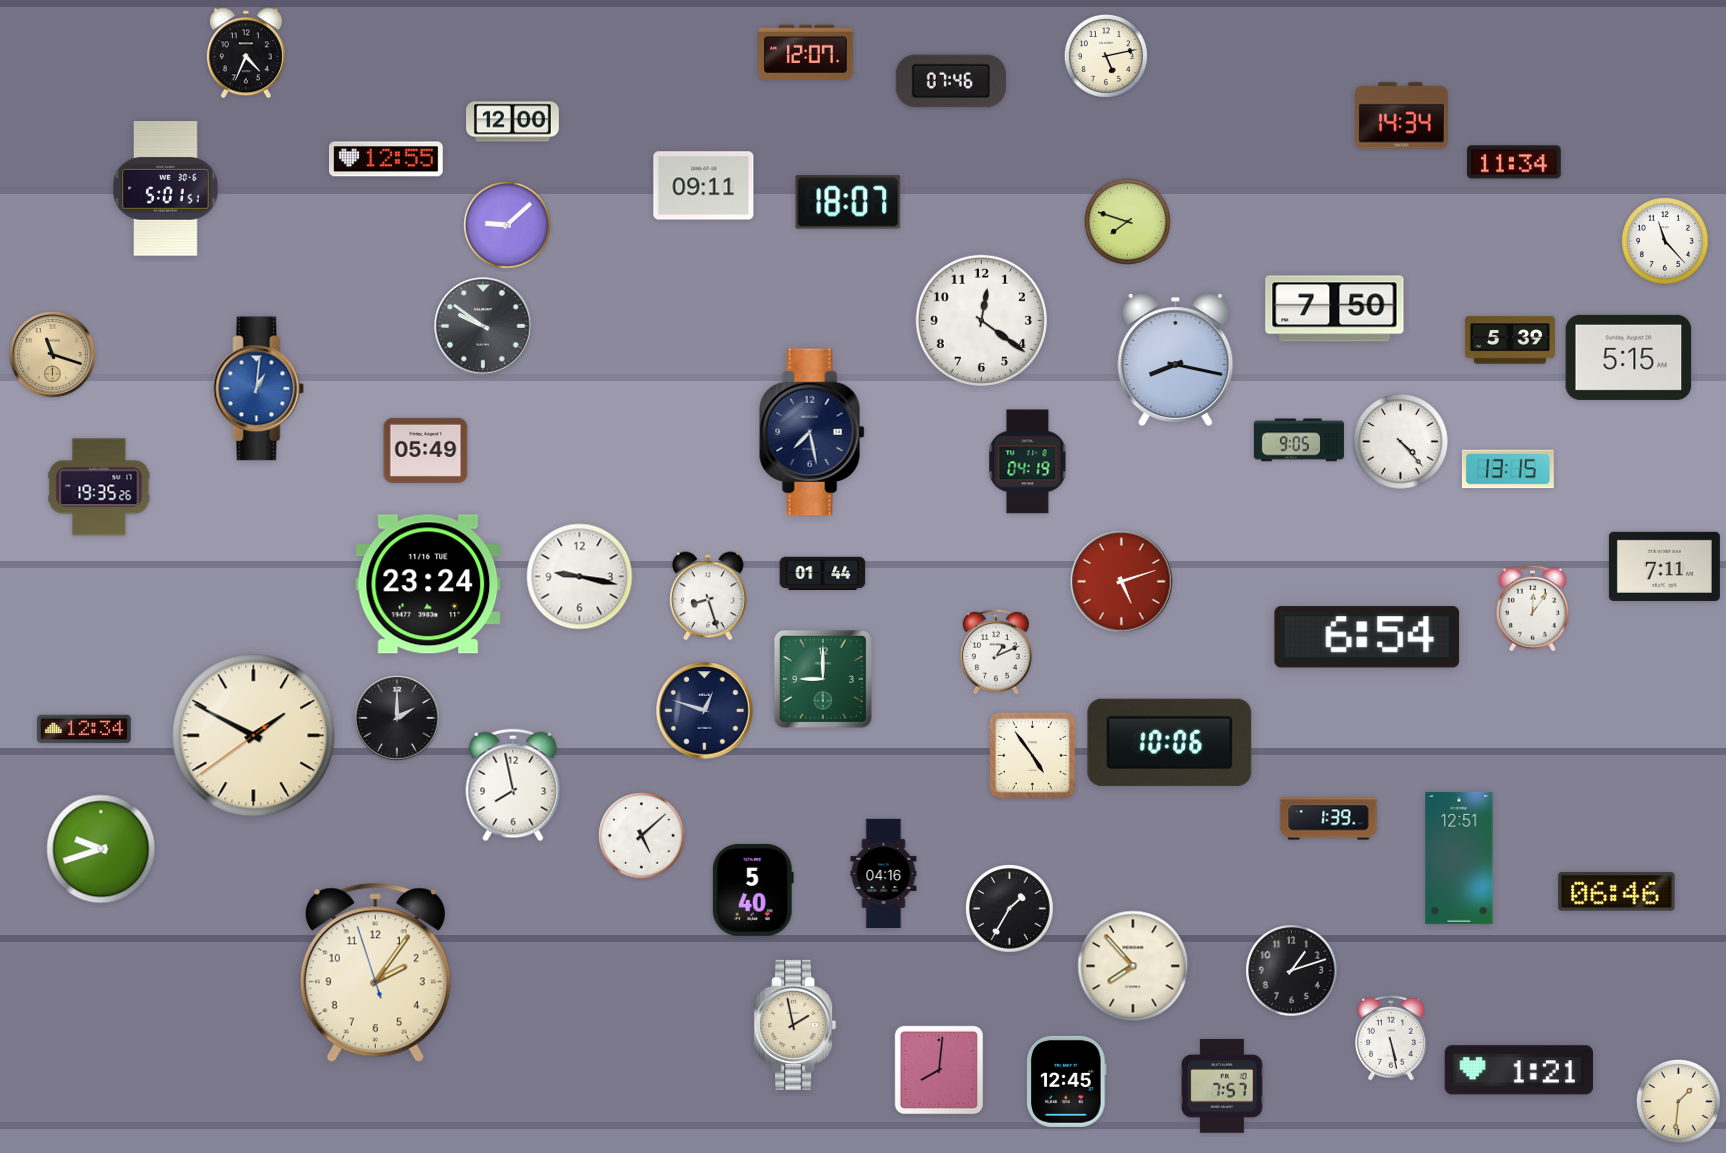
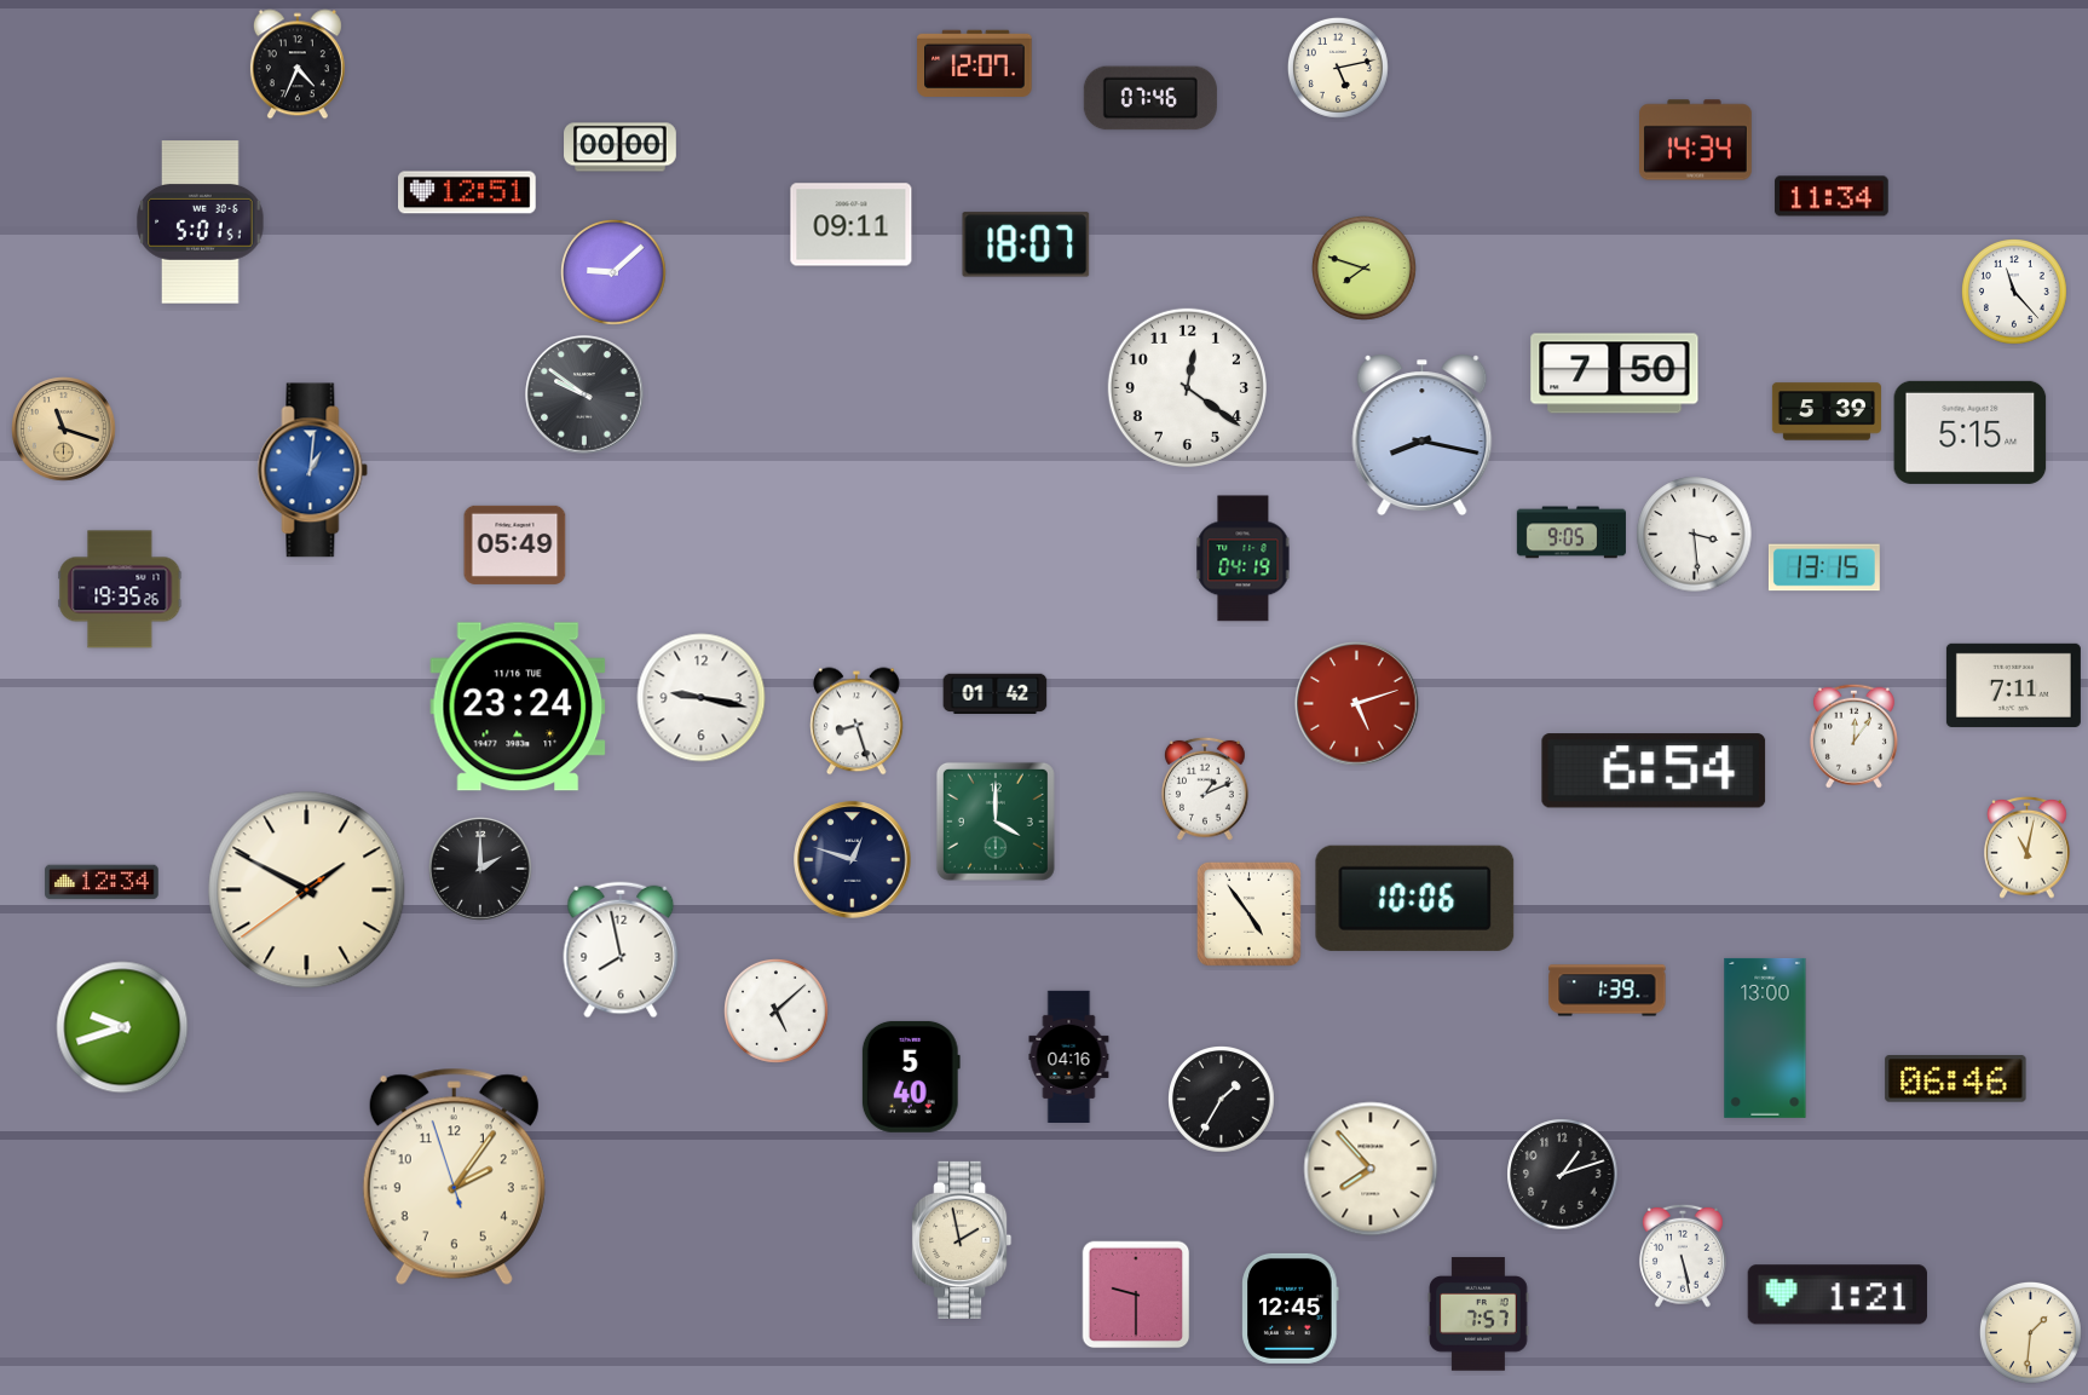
clock at (513, 122): 12:00 -> 00:00
clock at (387, 159): 12:55 -> 12:51
clock at (166, 189) position: (166, 189) -> (201, 223)
clock at (812, 432): 7:28 -> none
clock at (1401, 442): 4:23 -> 3:29
clock at (823, 574): 01:44 -> 01:42
clock at (823, 679): 9:00 -> 4:00
clock at (2028, 847): none -> 11:02
clock at (1459, 858): 12:51 -> 13:00
clock at (939, 1070): 8:01 -> 9:30
